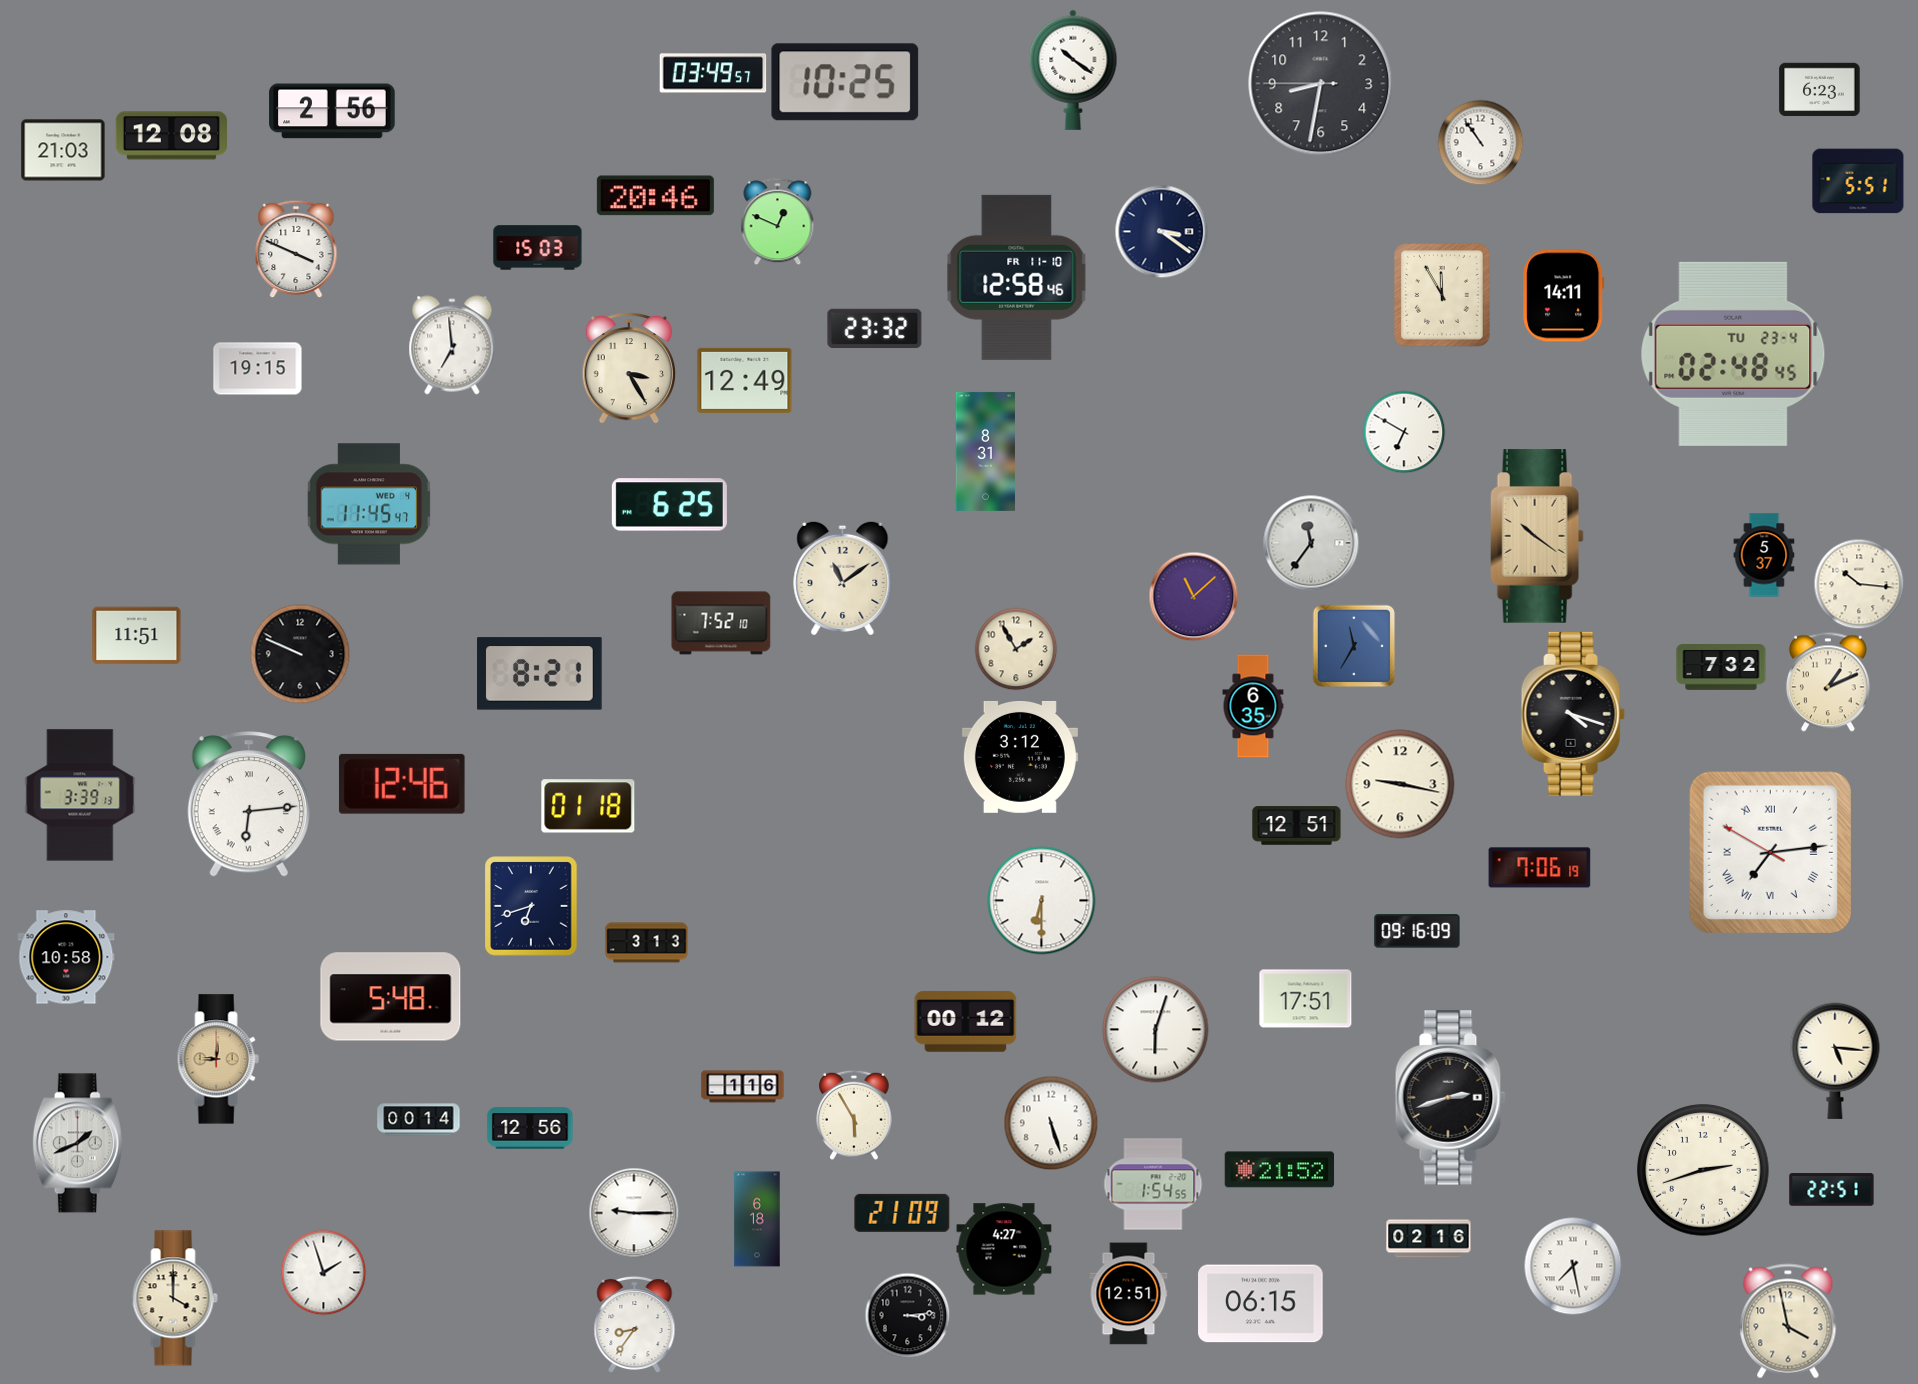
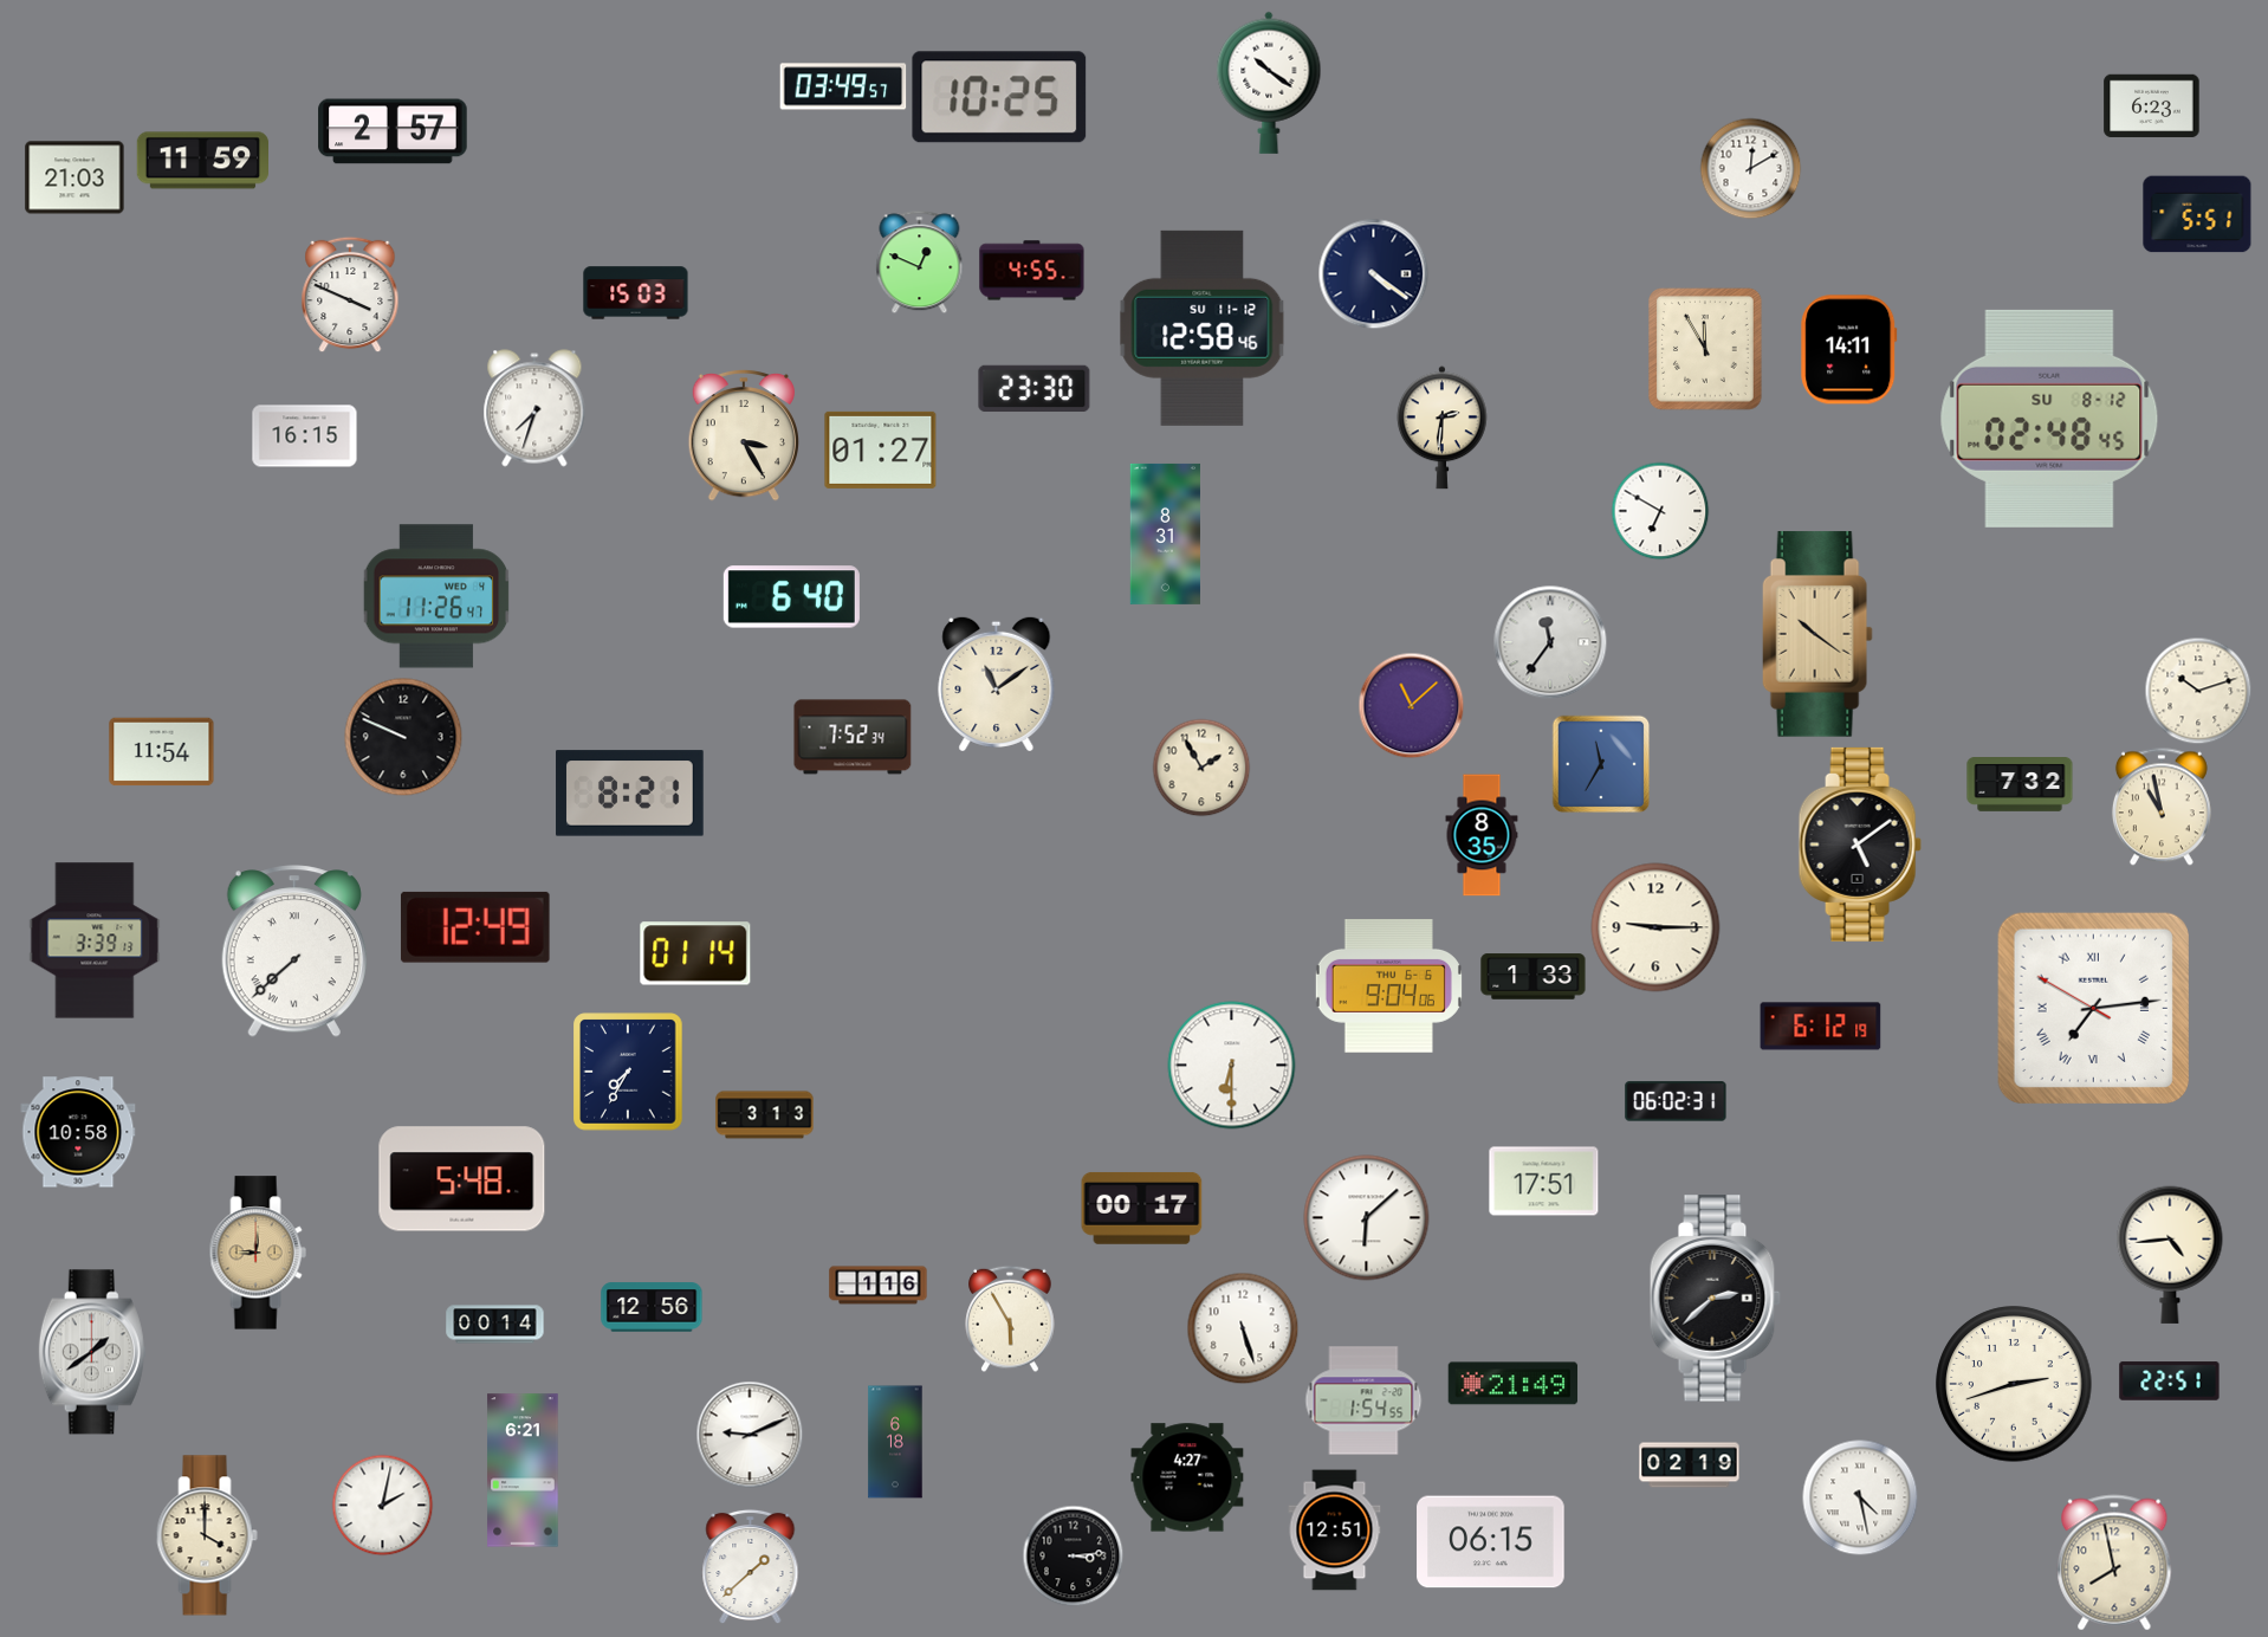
clock at (1321, 84): 8:31 -> none
clock at (332, 111): 2:56 -> 2:57
clock at (172, 136): 12:08 -> 11:59
clock at (1480, 142): 10:54 -> 12:10
clock at (655, 196): 20:46 -> none
clock at (1032, 271): none -> 4:55
clock at (1161, 231): 3:21 -> 4:21
clock at (1017, 277) date: FR 11-10 -> SU 11-12
clock at (875, 329): 23:32 -> 23:30
clock at (452, 345): 6:59 -> 7:33
clock at (1733, 354) date: TU 23-4 -> SU 8-12
clock at (1441, 428): none -> 2:31
clock at (258, 369): 19:15 -> 16:15
clock at (745, 380): 12:49 -> 01:27
clock at (369, 504): 11:45 -> 11:26
clock at (669, 505): 6:25 -> 6:40
clock at (1764, 555): 5:37 -> none
clock at (1859, 584): 10:16 -> 10:12
clock at (721, 623): 7:52:10 -> 7:52:34
clock at (137, 636): 11:51 -> 11:54
clock at (300, 654) position: (300, 654) -> (403, 737)
clock at (1721, 668) position: (1721, 668) -> (2020, 785)
clock at (540, 674) position: (540, 674) -> (630, 794)
clock at (1828, 682): 1:11 -> 10:58
clock at (1253, 706): 6:35 -> 8:35
clock at (1573, 714): 4:18 -> 5:09
clock at (1020, 757): 3:12 -> none
clock at (402, 784): 12:46 -> 12:49
clock at (1400, 784): 9:17 -> 9:15
clock at (249, 804): 6:14 -> 7:38
clock at (588, 806): 01:18 -> 01:14
clock at (1297, 826): 12:51 -> 1:33
clock at (1388, 986): none -> 9:04
clock at (1540, 868): 7:06 -> 6:12
clock at (531, 906): 6:42 -> 7:35
clock at (1417, 931): 09:16 -> 06:02
clock at (966, 1022): 00:12 -> 00:17
clock at (1156, 1030): 6:03 -> 6:08
clock at (1835, 1061): 5:16 -> 4:44
clock at (1450, 1098): 2:42 -> 2:38
clock at (530, 1128) position: (530, 1128) -> (652, 1307)
clock at (78, 1143): 1:41 -> 1:39
clock at (1280, 1170): 21:52 -> 21:49
clock at (1832, 1190) position: (1832, 1190) -> (2170, 1382)
clock at (634, 1213): 9:15 -> 9:11
clock at (902, 1213): 21:09 -> none
clock at (1429, 1239): 02:16 -> 02:19
clock at (523, 1470): none -> 6:21
clock at (1573, 1266): 7:28 -> 4:28
clock at (323, 1272): 1:57 -> 2:02
clock at (1788, 1321): 3:58 -> 7:58
clock at (635, 1324): 8:36 -> 1:38
